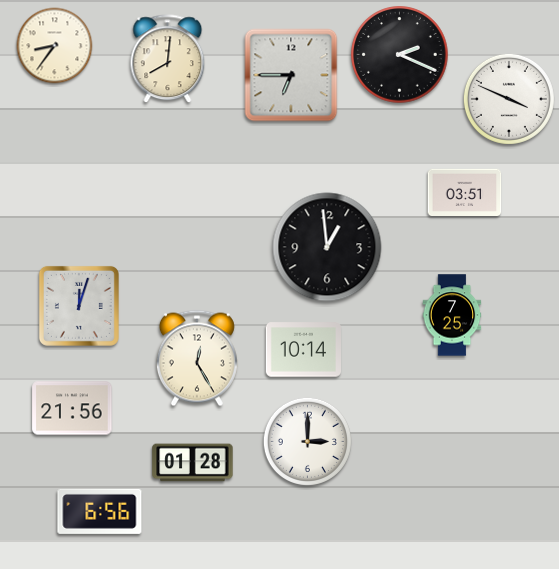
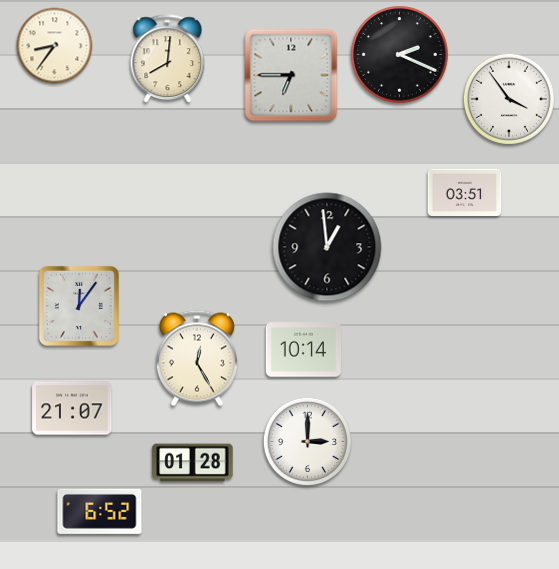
clock at (509, 99): 3:49 -> 3:54
clock at (79, 306): 12:03 -> 12:06
clock at (452, 315): 7:25 -> none
clock at (72, 408): 21:56 -> 21:07
clock at (100, 511): 6:56 -> 6:52
